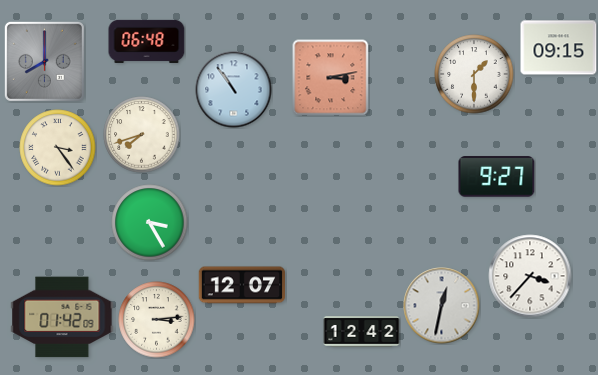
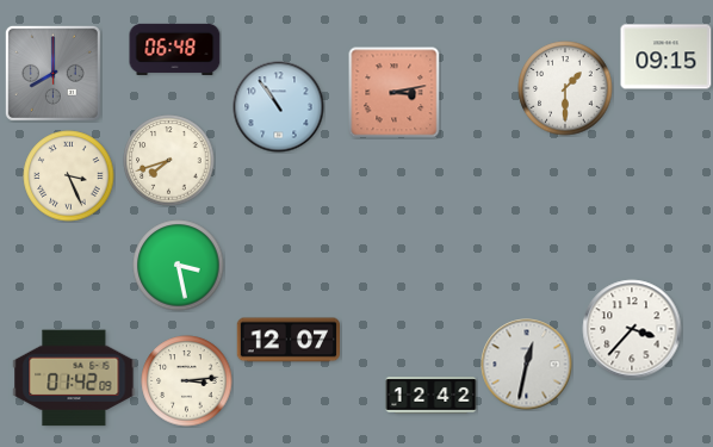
clock at (58, 148): 3:24 -> 3:26
clock at (497, 177): 9:27 -> none
clock at (150, 223): 3:25 -> 3:28
